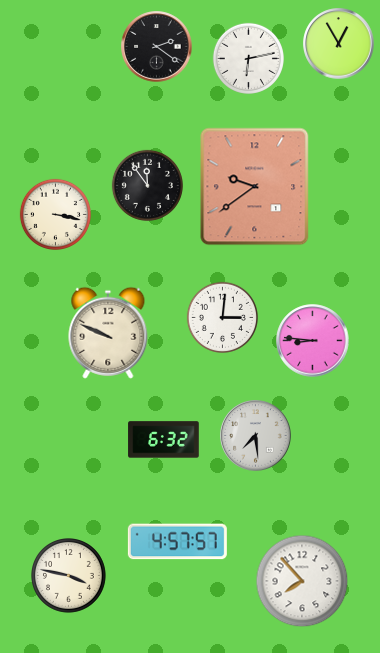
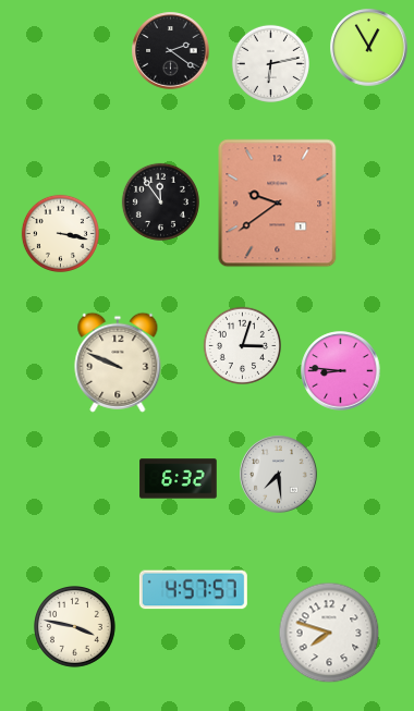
clock at (222, 317): 3:01 -> 3:03
clock at (302, 581): 7:53 -> 7:48
